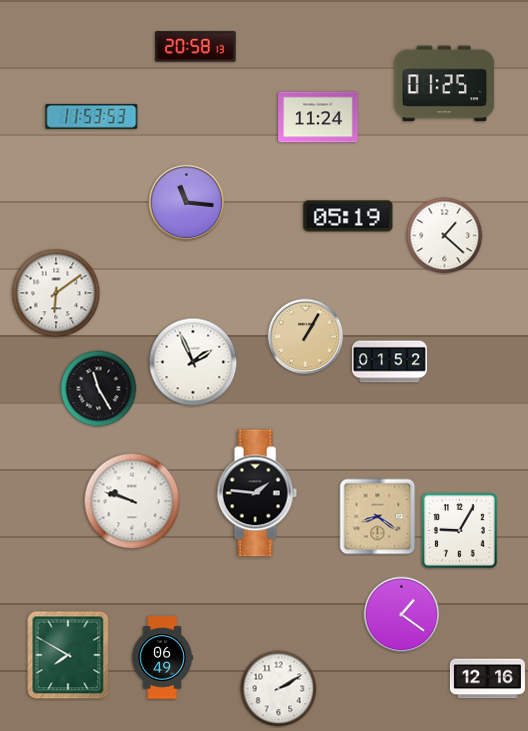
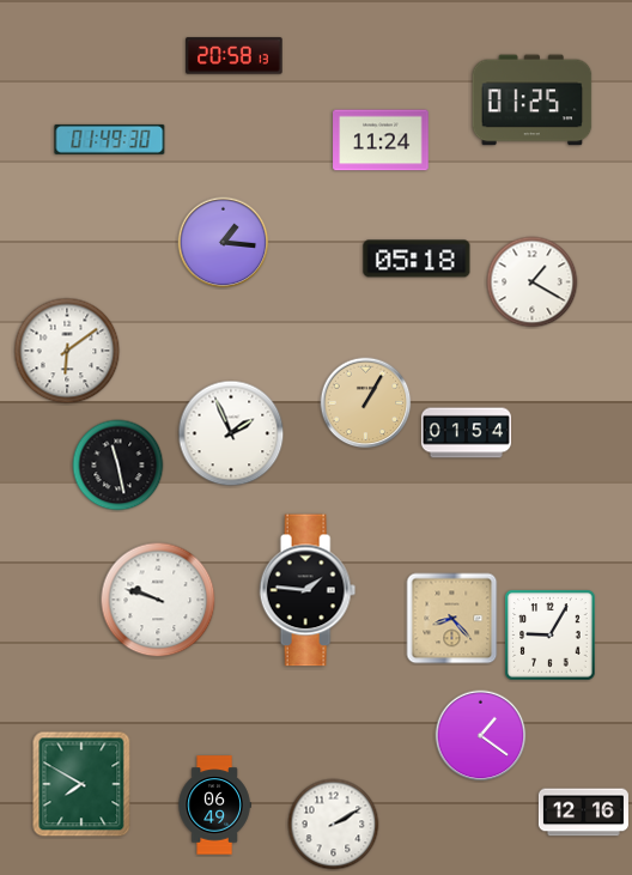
clock at (92, 116): 11:53 -> 01:49
clock at (187, 203): 11:16 -> 1:16
clock at (348, 216): 05:19 -> 05:18
clock at (445, 236): 1:22 -> 1:20
clock at (389, 362): 01:52 -> 01:54
clock at (99, 389): 11:25 -> 11:28
clock at (378, 517): 8:21 -> 8:23
clock at (162, 658) position: (162, 658) -> (214, 806)
